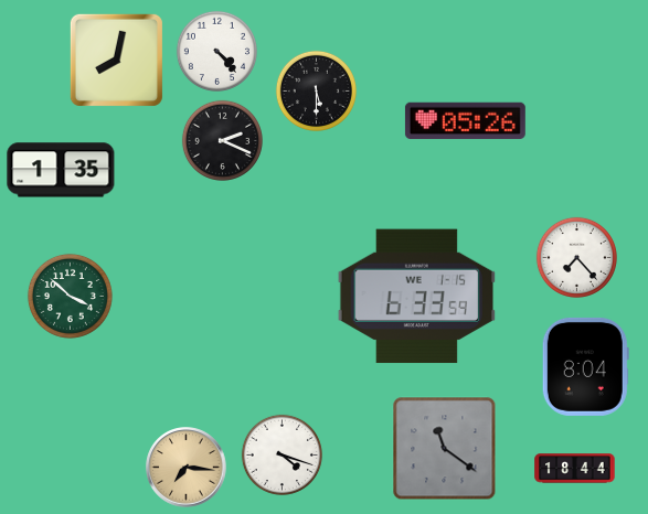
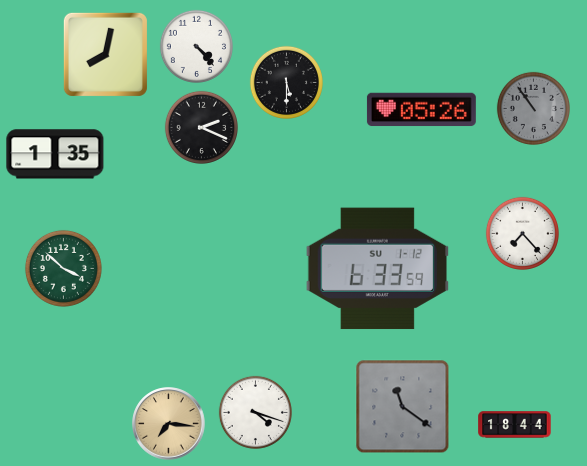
clock at (533, 108): none -> 10:54
clock at (416, 297) date: WE 1-15 -> SU 1-12
clock at (585, 366): 8:04 -> none
clock at (575, 469) position: (575, 469) -> (515, 425)
